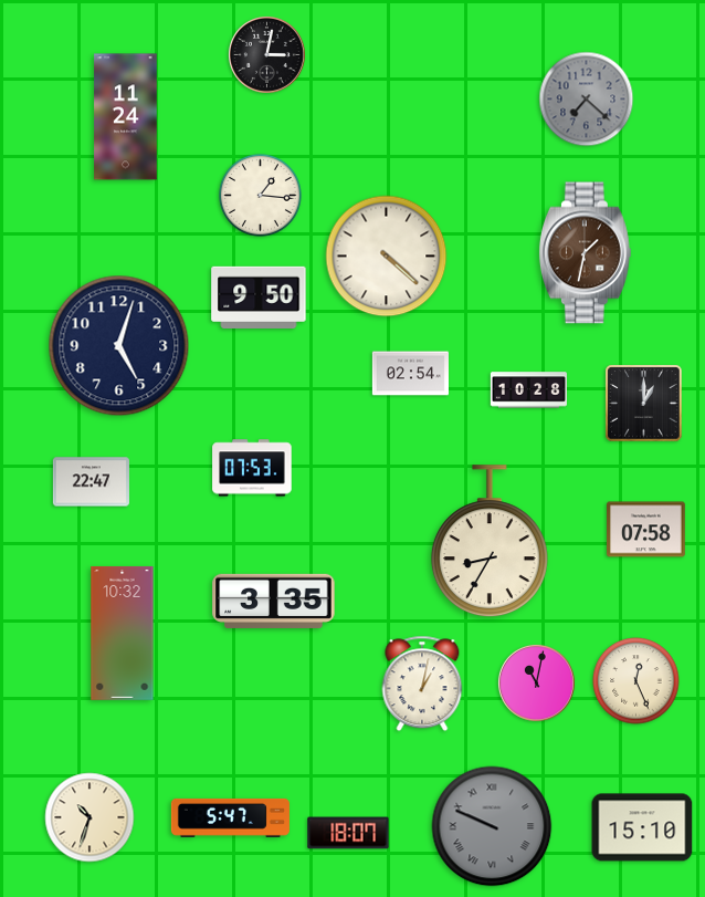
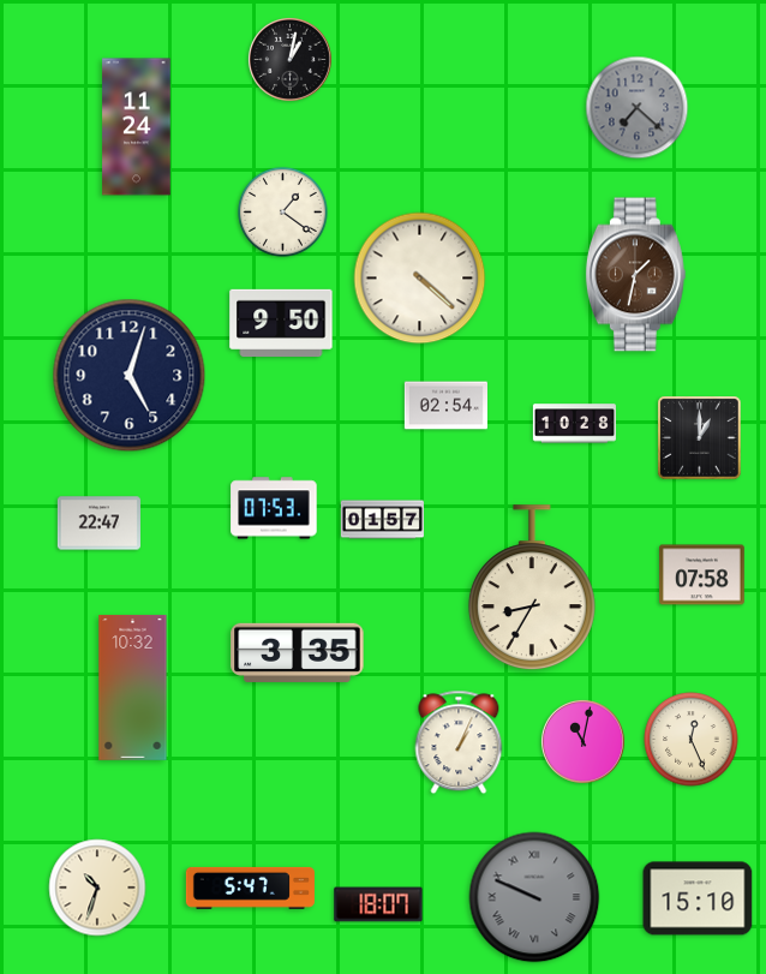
clock at (266, 54): 3:02 -> 1:02
clock at (260, 195): 1:16 -> 1:21
clock at (382, 520): none -> 01:57
clock at (422, 684): 1:02 -> 1:04
